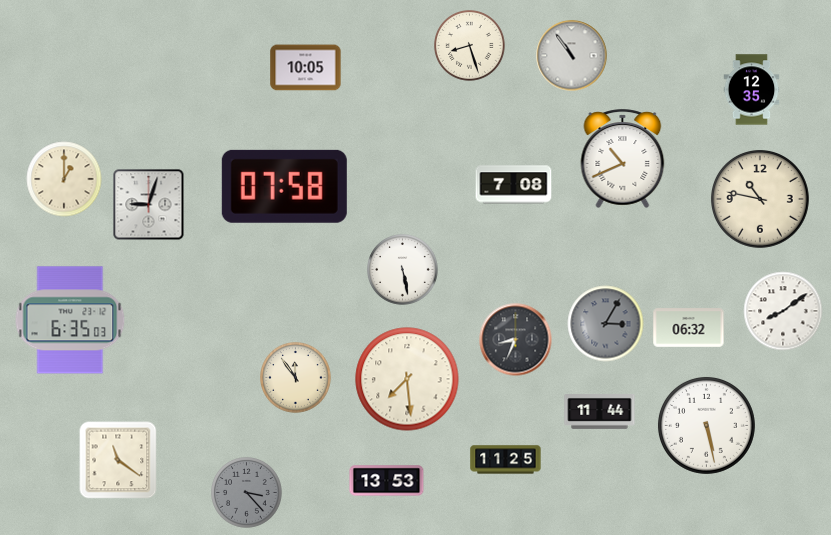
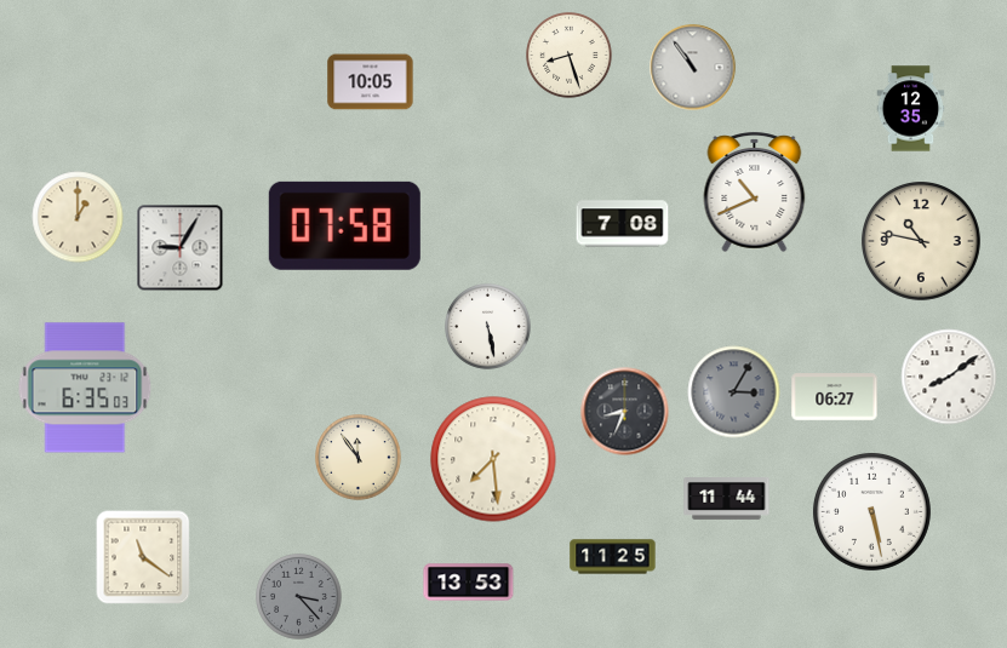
clock at (149, 205): 9:03 -> 9:05
clock at (689, 328): 06:32 -> 06:27
clock at (706, 425) position: (706, 425) -> (871, 511)
